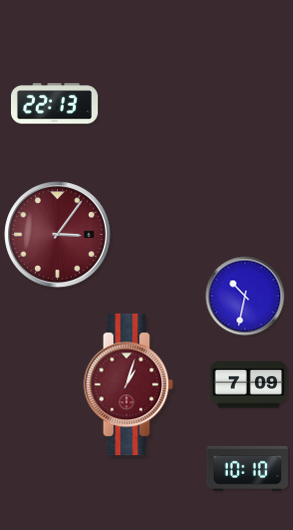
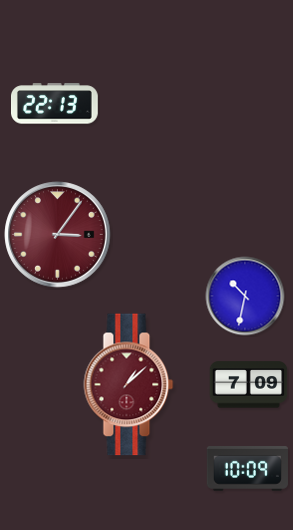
clock at (129, 385): 1:03 -> 1:08
clock at (247, 469): 10:10 -> 10:09
